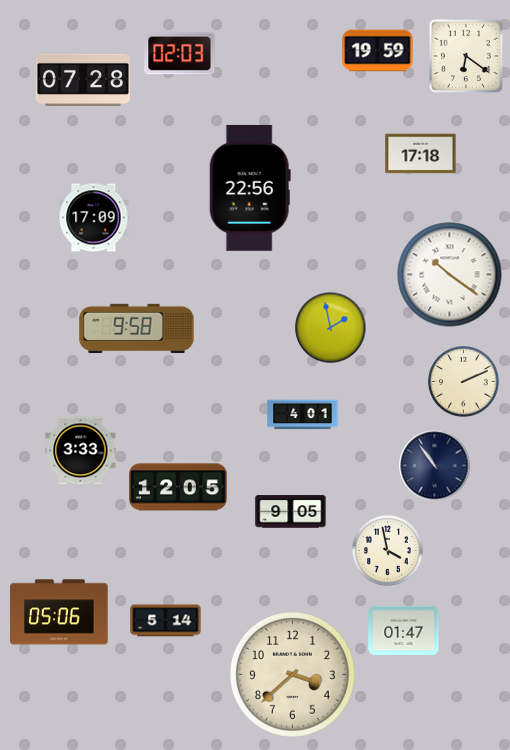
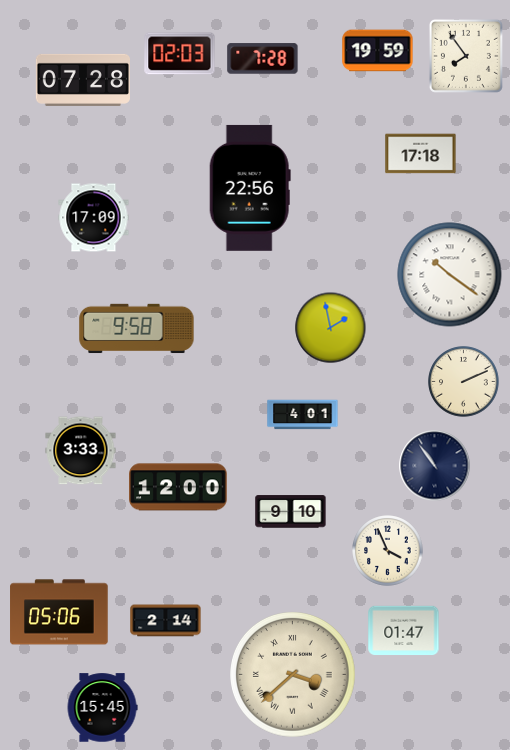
clock at (466, 56): 6:21 -> 7:54
clock at (263, 59): none -> 7:28
clock at (178, 487): 12:05 -> 12:00
clock at (291, 512): 9:05 -> 9:10
clock at (388, 551): 3:58 -> 3:56
clock at (166, 621): 5:14 -> 2:14
clock at (293, 675) numerals: Arabic -> Roman
clock at (102, 708): none -> 15:45
